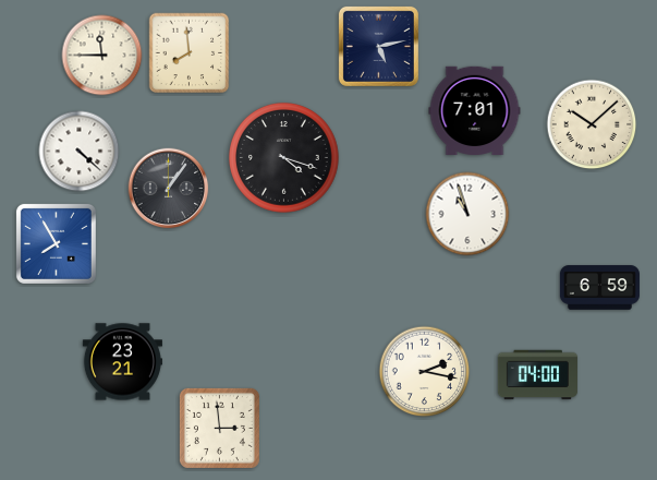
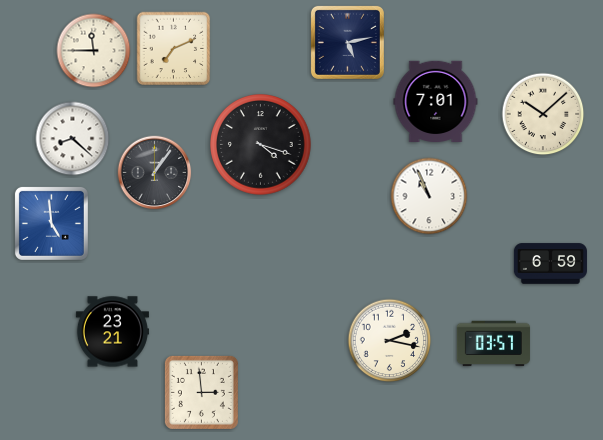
clock at (190, 53): 7:59 -> 7:11
clock at (80, 152): 4:22 -> 8:22
clock at (467, 214): 10:57 -> 10:56
clock at (56, 243): 7:55 -> 4:59
clock at (537, 375): 04:00 -> 03:57
